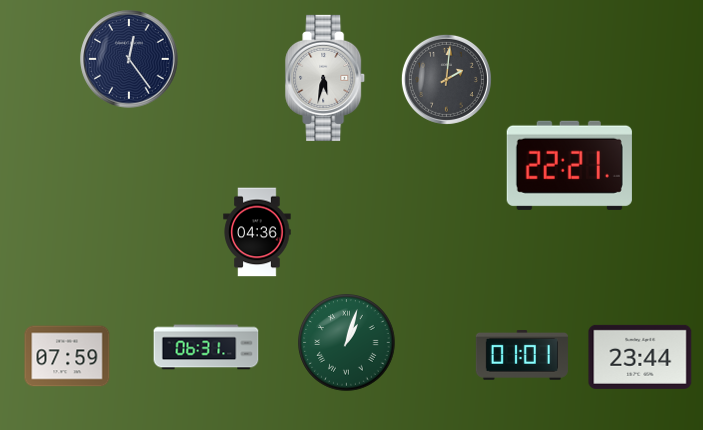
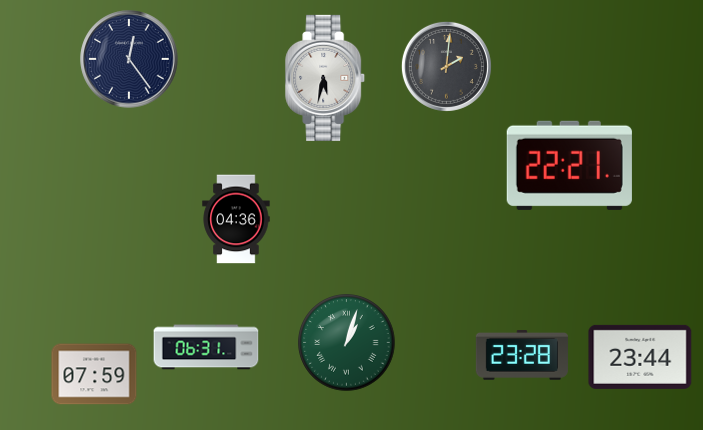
clock at (446, 79) position: (446, 79) -> (446, 66)
clock at (257, 232) position: (257, 232) -> (236, 219)
clock at (67, 356) position: (67, 356) -> (94, 374)
clock at (522, 356): 01:01 -> 23:28
